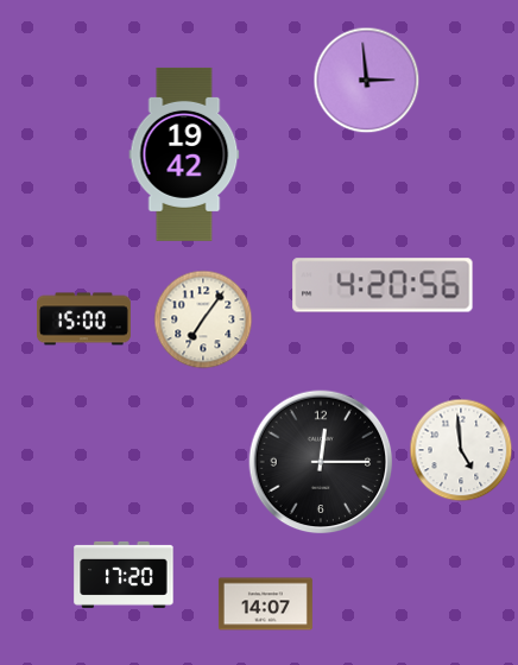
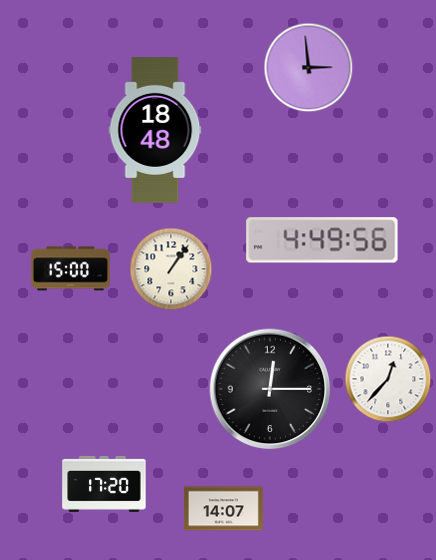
clock at (184, 154): 19:42 -> 18:48
clock at (383, 285): 4:20 -> 4:49
clock at (203, 319): 7:06 -> 1:06
clock at (461, 450): 4:59 -> 12:37
